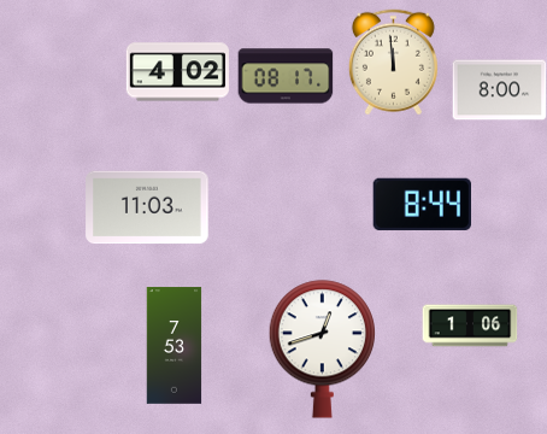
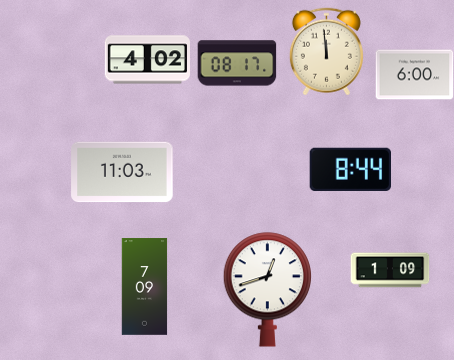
clock at (499, 90): 8:00 -> 6:00
clock at (470, 325): 1:06 -> 1:09
clock at (175, 346): 7:53 -> 7:09
